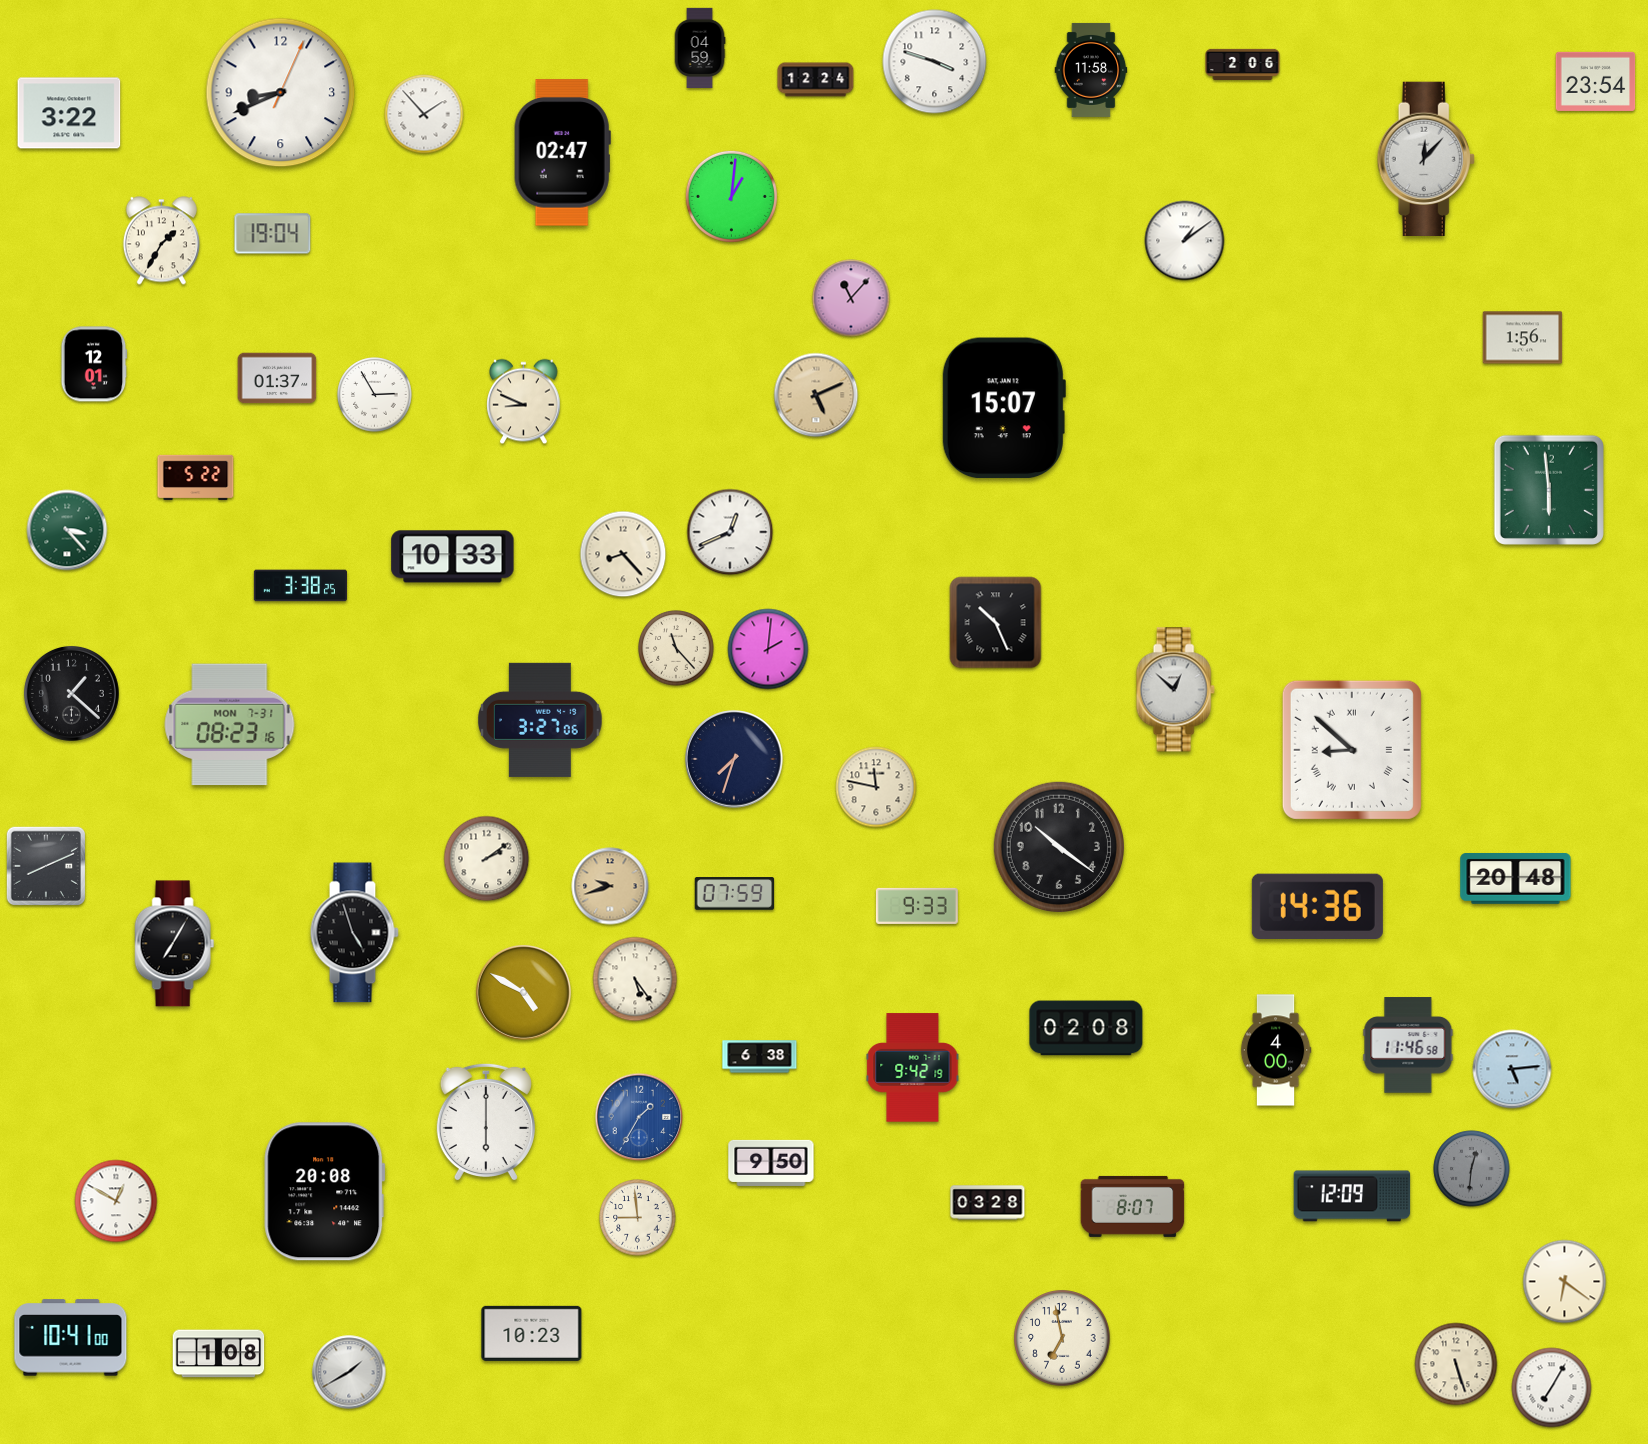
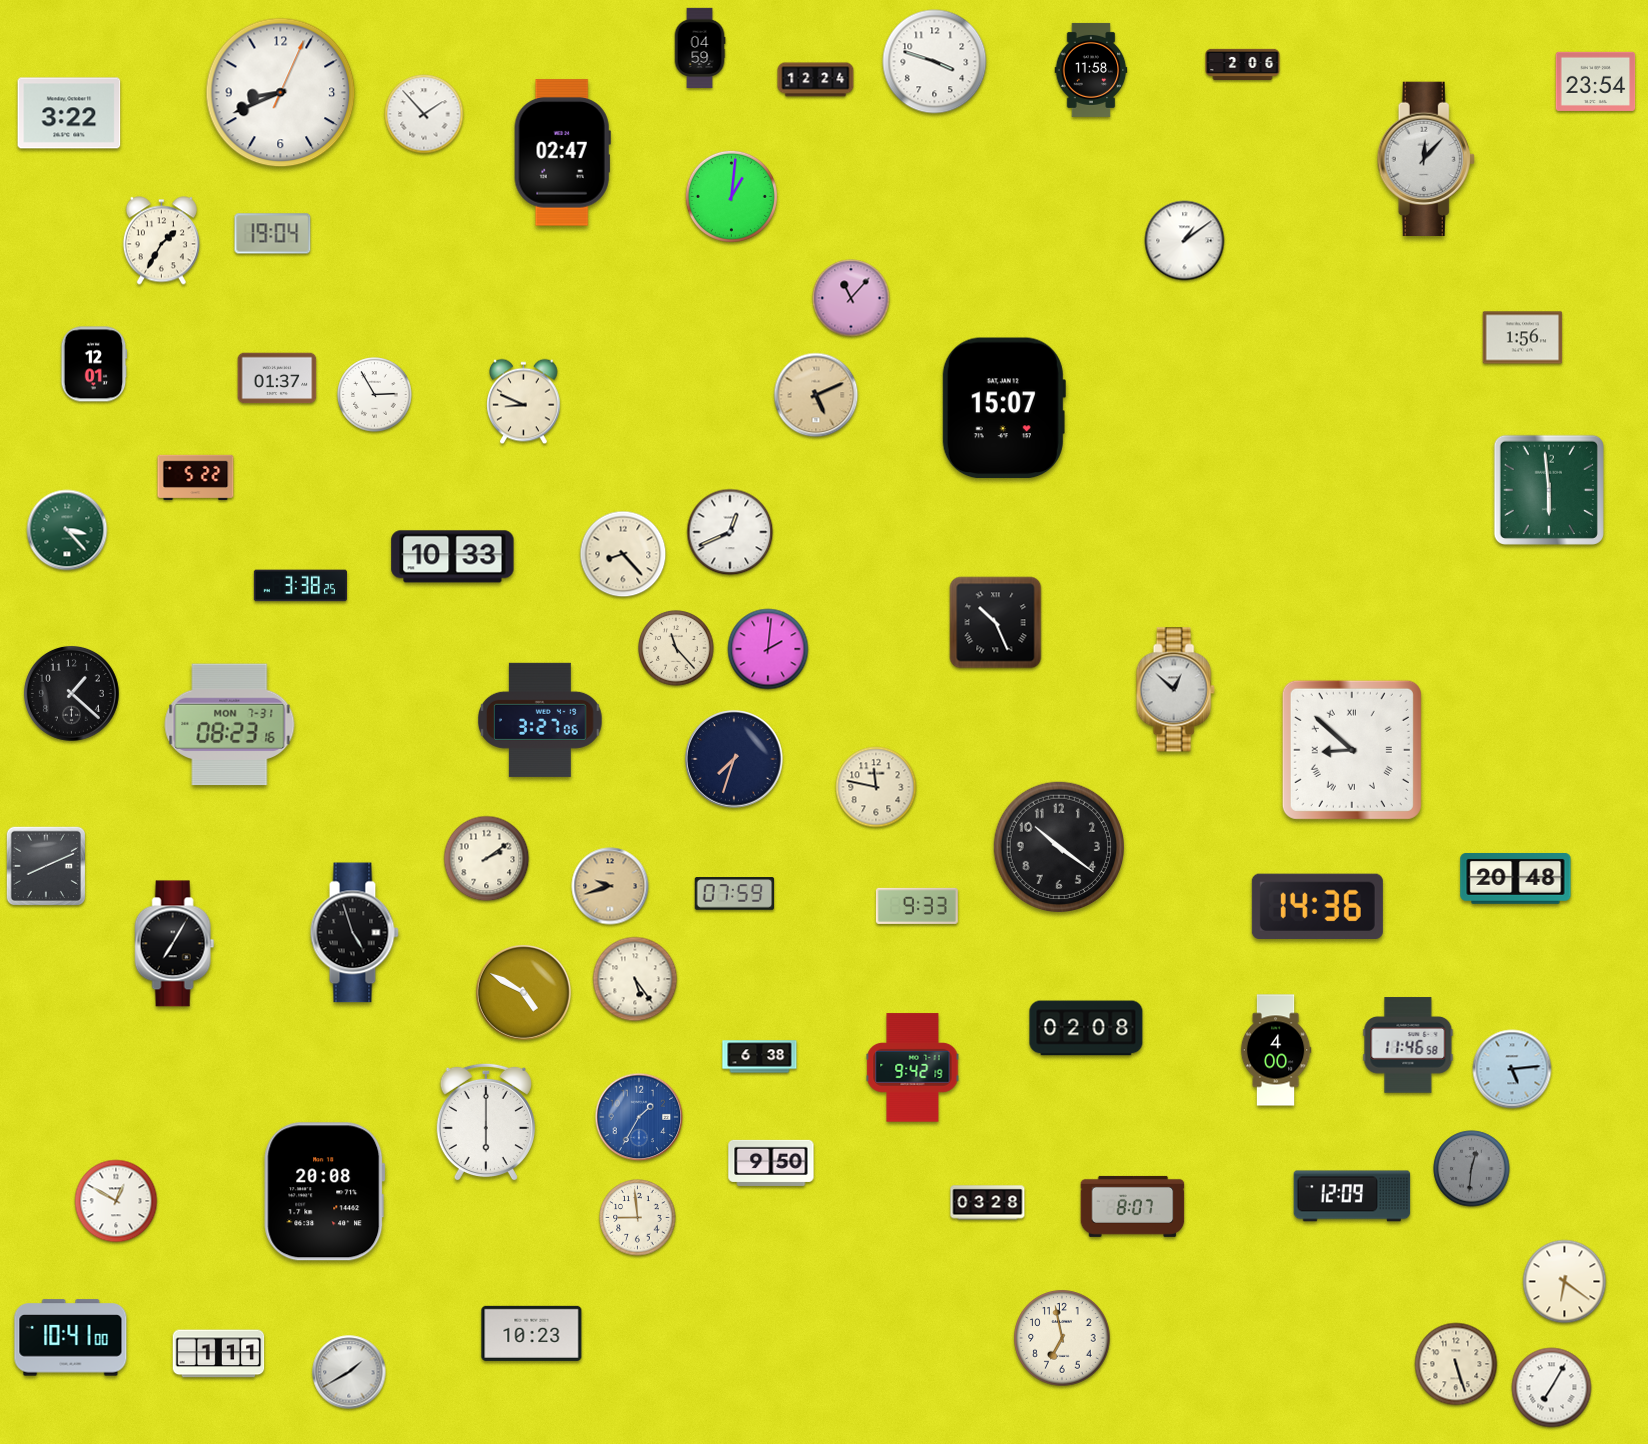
clock at (219, 1354): 1:08 -> 1:11
